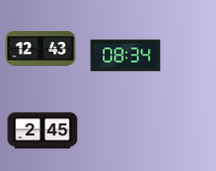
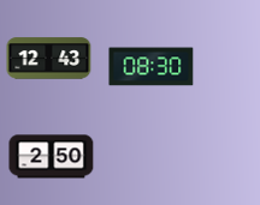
clock at (126, 56): 08:34 -> 08:30
clock at (43, 131): 2:45 -> 2:50
